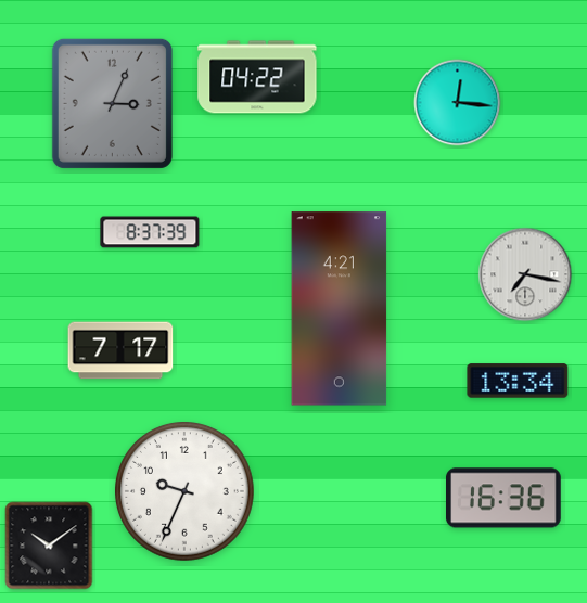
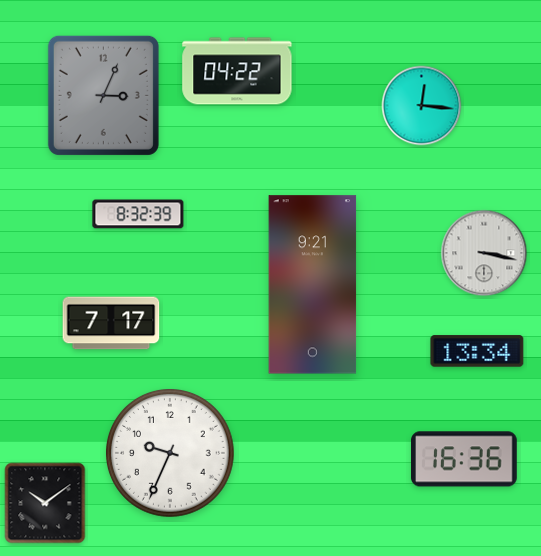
clock at (458, 103) position: (458, 103) -> (422, 106)
clock at (150, 232): 8:37 -> 8:32
clock at (525, 274): 7:17 -> 3:17
clock at (340, 309): 4:21 -> 9:21
